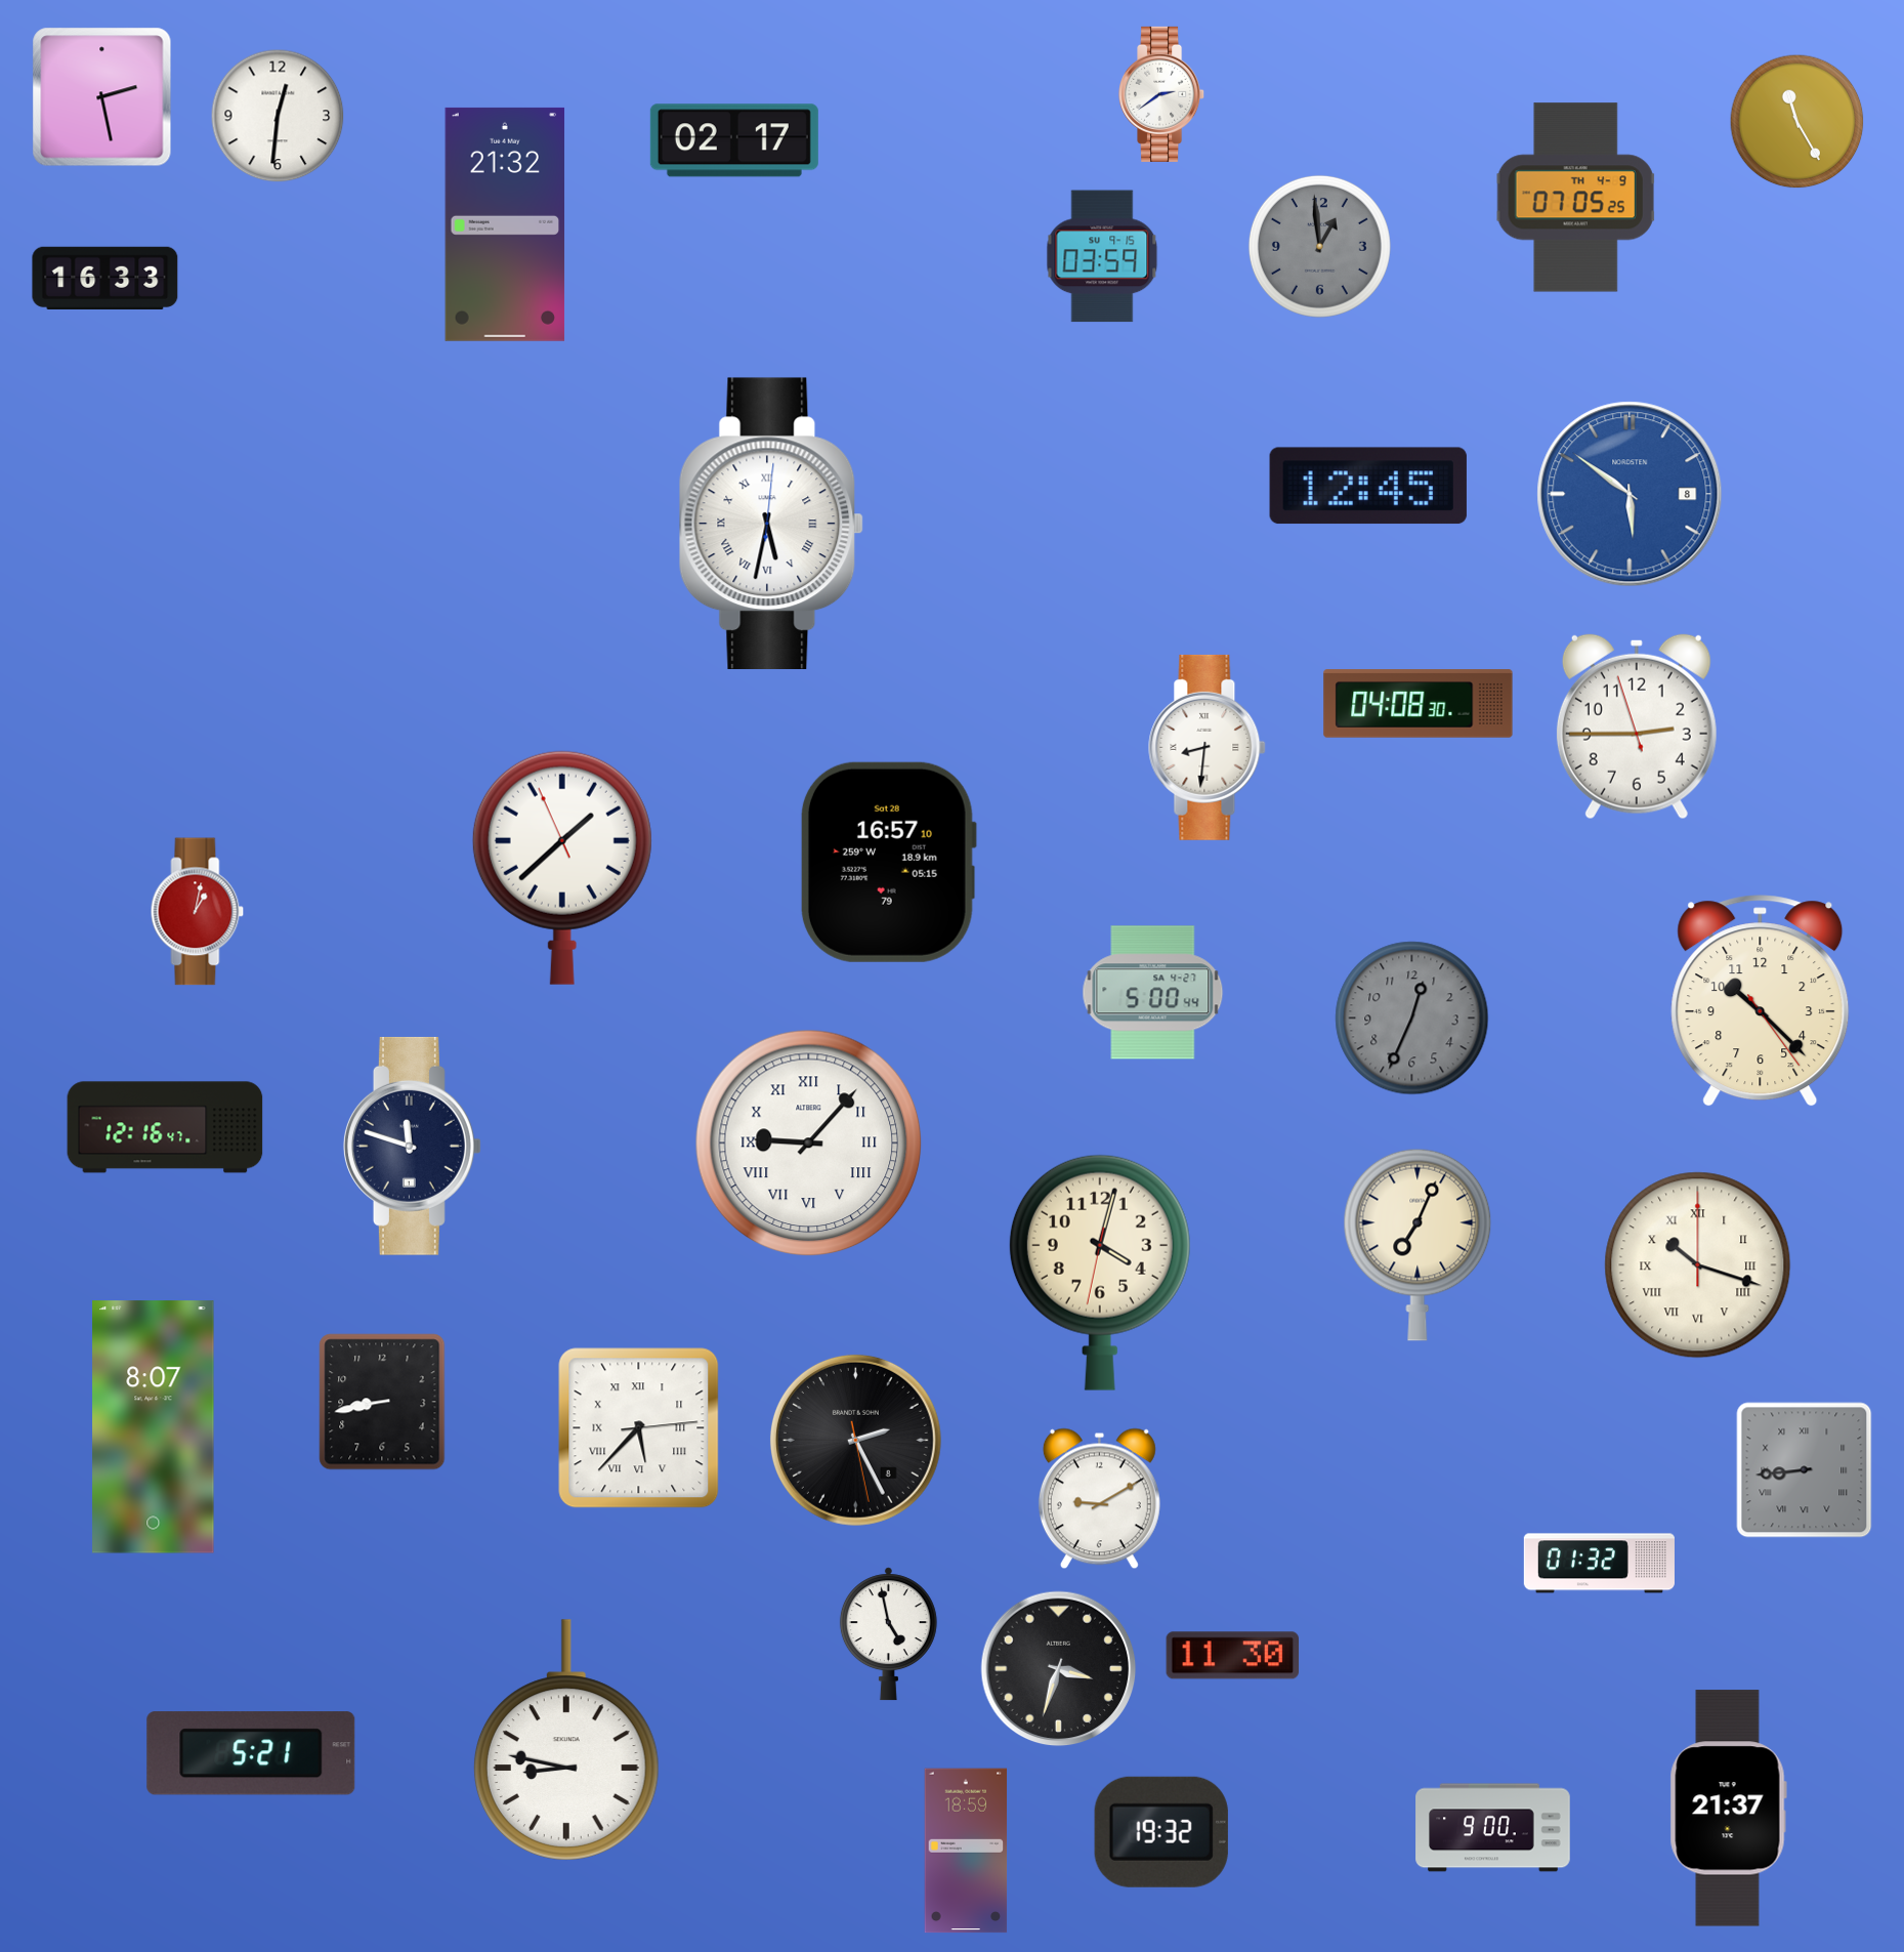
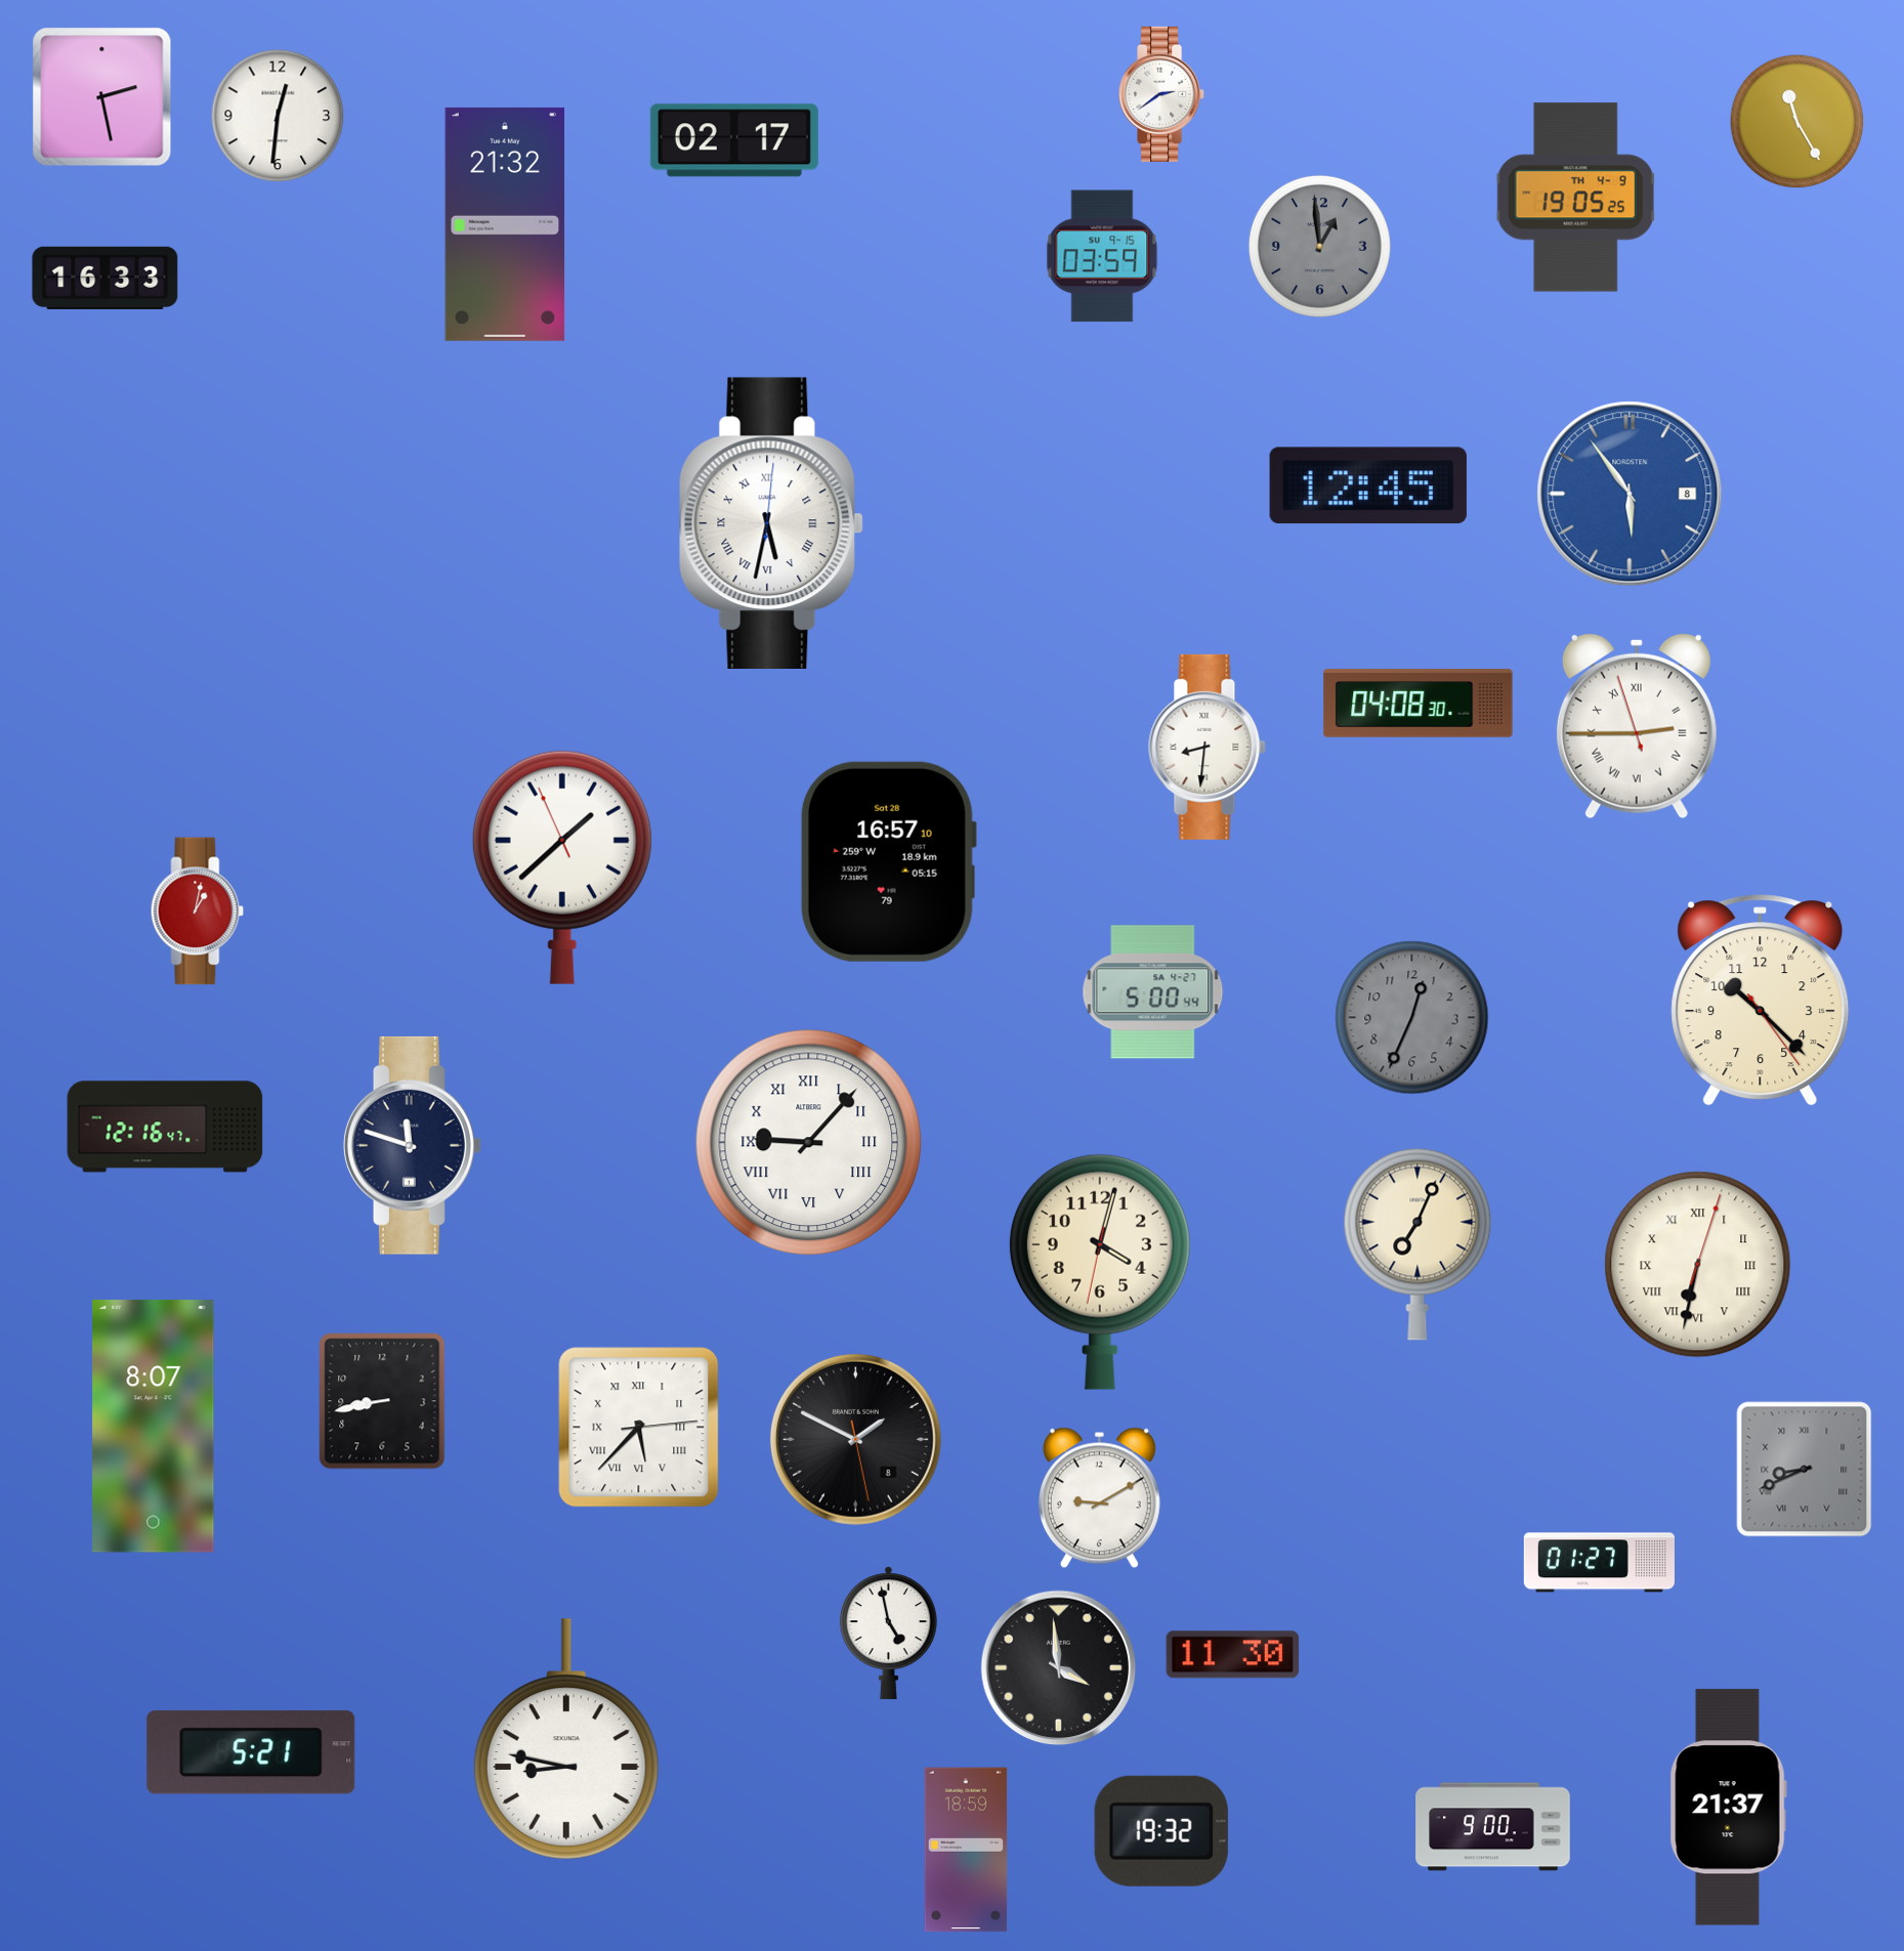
clock at (1576, 198): 07:05 -> 19:05
clock at (1630, 494): 5:51 -> 5:54
clock at (1637, 726) numerals: Arabic -> Roman
clock at (1698, 1265): 10:18 -> 6:32
clock at (855, 1440): 2:25 -> 1:49
clock at (1805, 1470): 8:44 -> 8:41
clock at (1599, 1564): 01:32 -> 01:27
clock at (1059, 1669): 3:33 -> 3:59
